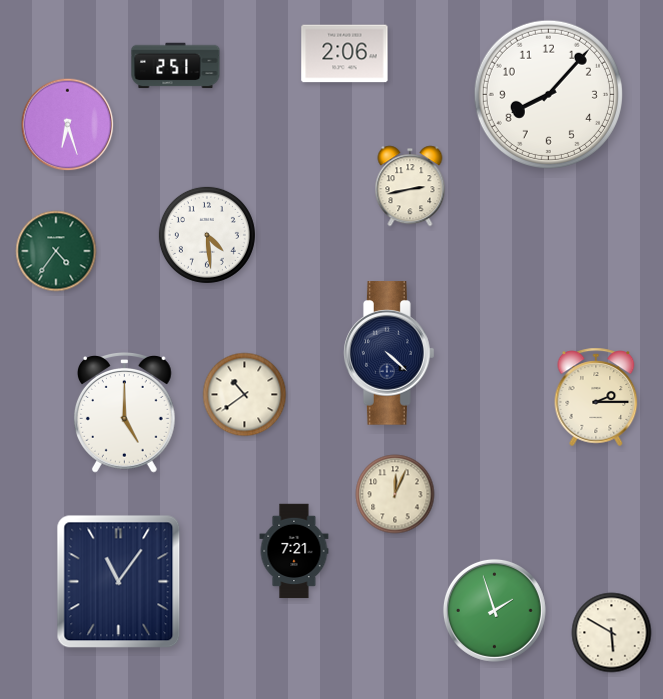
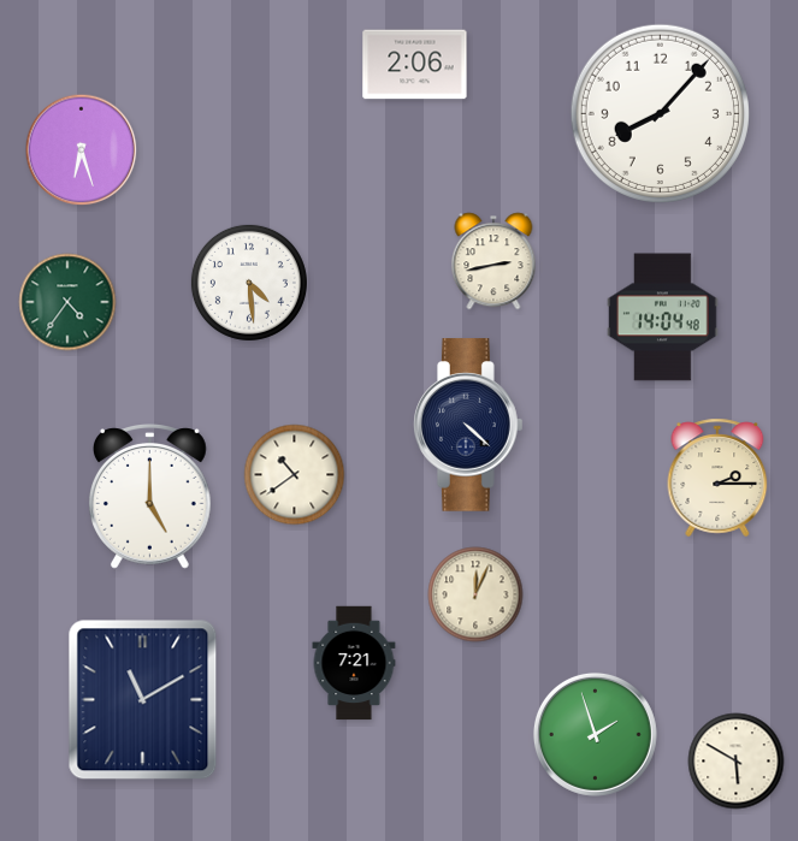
clock at (176, 66): 2:51 -> none
clock at (410, 186) position: (410, 186) -> (493, 261)
clock at (663, 318): none -> 14:04
clock at (119, 582): 11:06 -> 11:10
